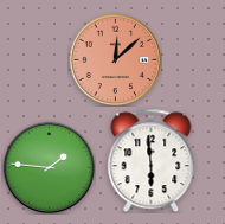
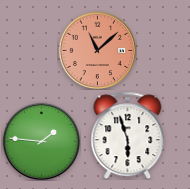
clock at (115, 59): 12:08 -> 11:08
clock at (152, 160): 5:59 -> 5:57
